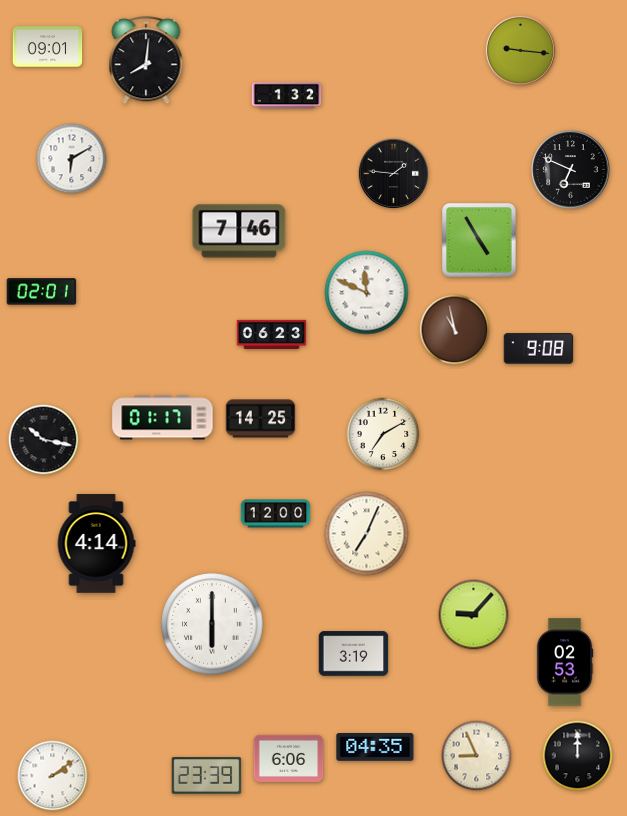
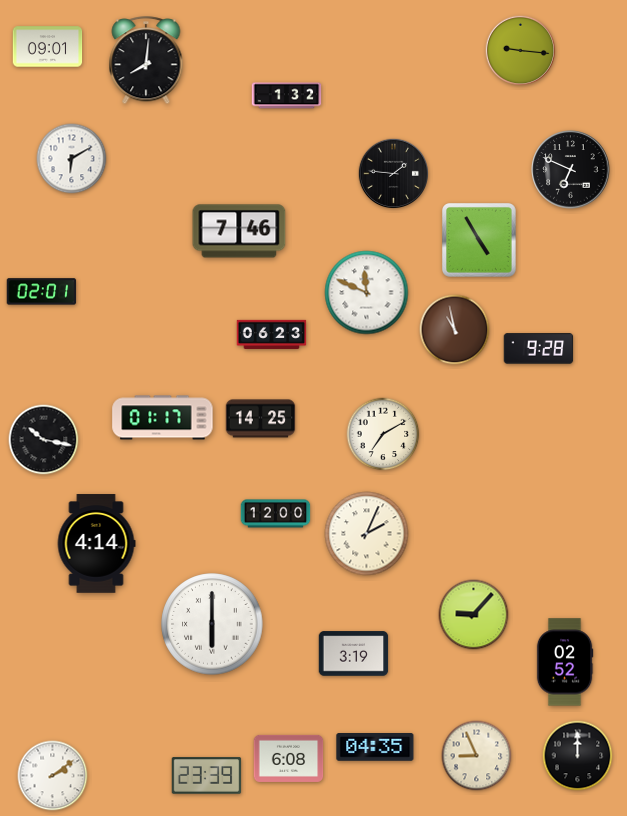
clock at (539, 349): 9:08 -> 9:28
clock at (367, 534): 7:04 -> 2:04
clock at (565, 662): 02:53 -> 02:52
clock at (289, 758): 6:06 -> 6:08
